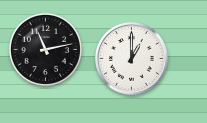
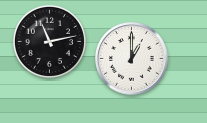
clock at (45, 49) position: (45, 49) -> (49, 41)
